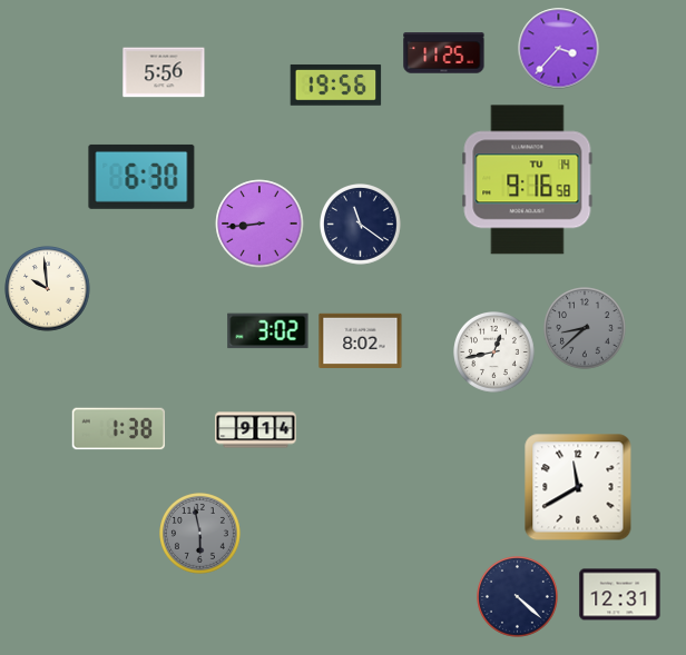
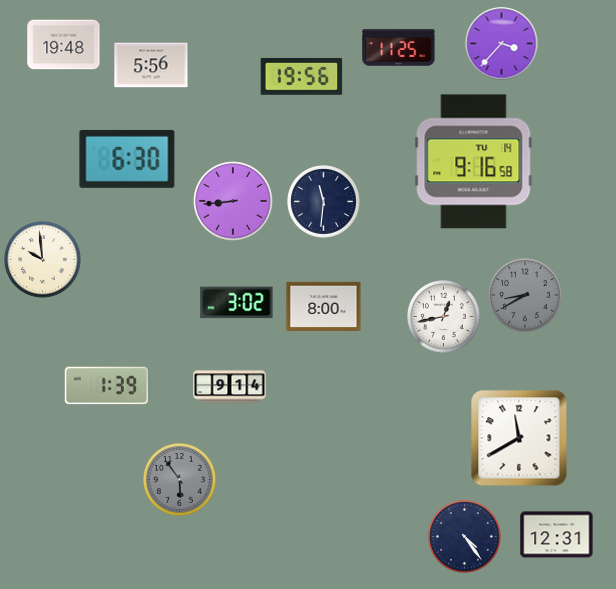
clock at (64, 45): none -> 19:48
clock at (164, 72) position: (164, 72) -> (151, 65)
clock at (361, 225): 11:21 -> 11:31
clock at (586, 329): 8:38 -> 8:40
clock at (268, 331) position: (268, 331) -> (237, 303)
clock at (361, 340): 8:02 -> 8:00
clock at (118, 429): 1:38 -> 1:39
clock at (200, 534): 5:58 -> 5:54
clock at (518, 597): 4:22 -> 4:24
